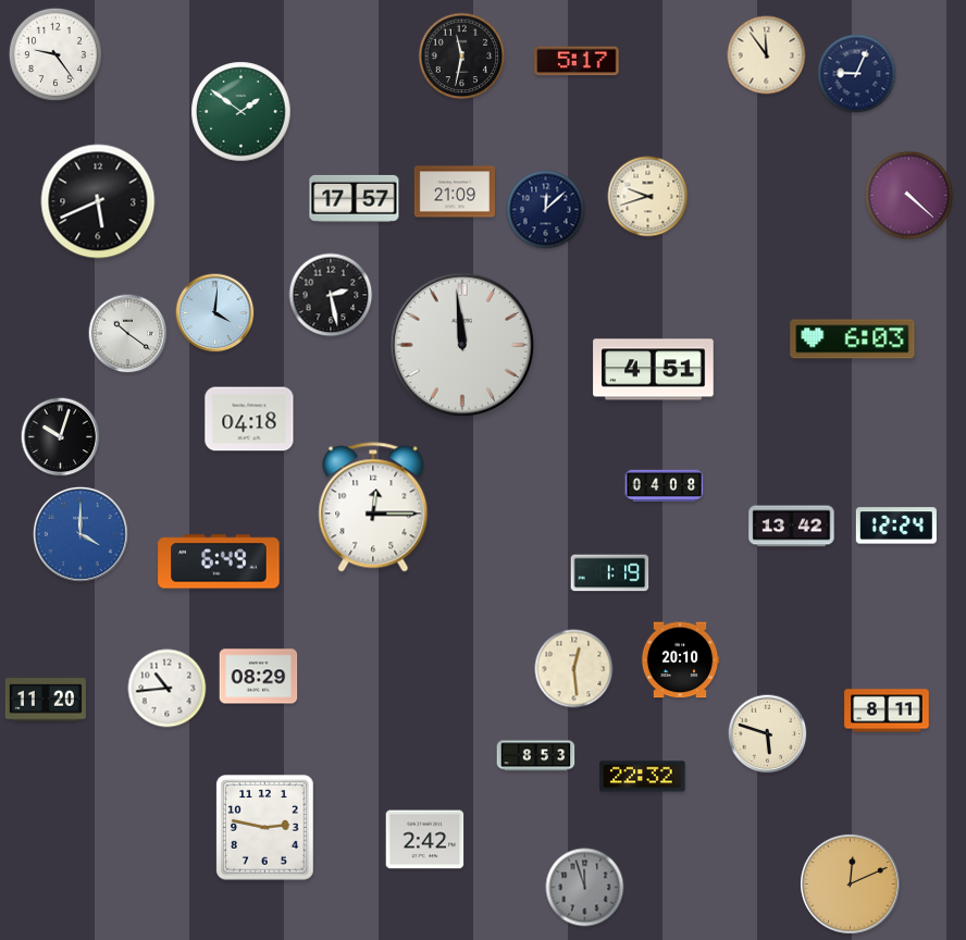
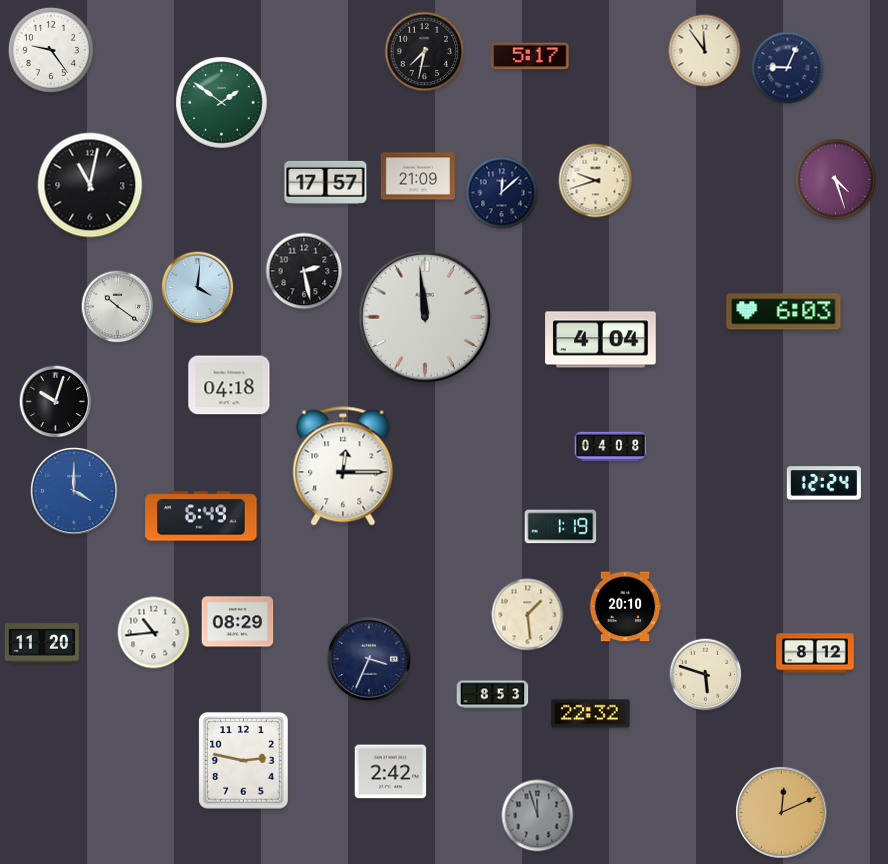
clock at (462, 57): 11:32 -> 7:32
clock at (909, 196): 4:22 -> 4:27
clock at (98, 201): 5:41 -> 11:02
clock at (654, 370): 4:51 -> 4:04
clock at (792, 527): 13:42 -> none
clock at (574, 669): 12:29 -> 1:29
clock at (887, 710): 8:11 -> 8:12
clock at (369, 659): none -> 3:34
